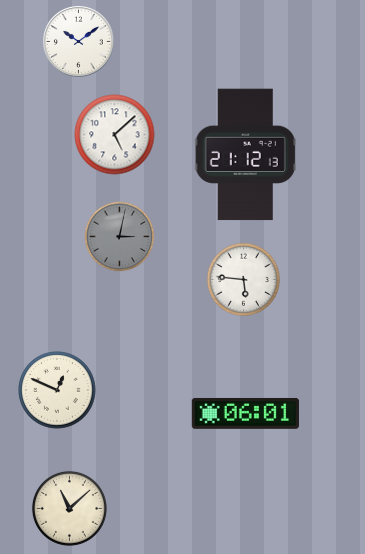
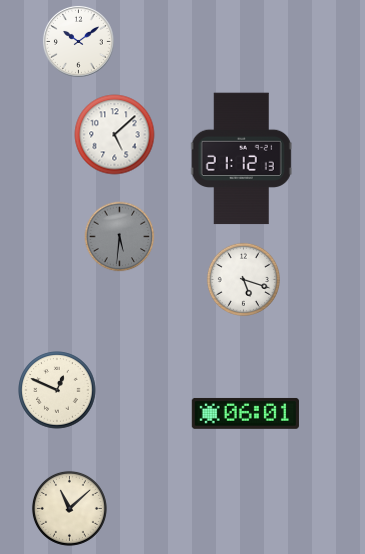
clock at (245, 155) position: (245, 155) -> (241, 159)
clock at (120, 237): 3:02 -> 5:31
clock at (243, 279): 5:46 -> 5:18
